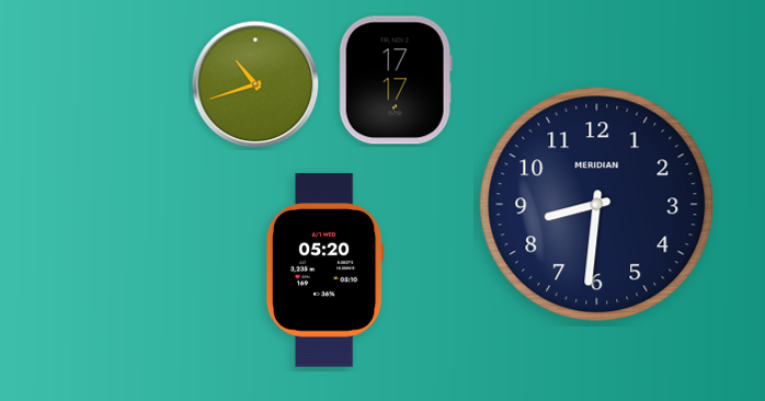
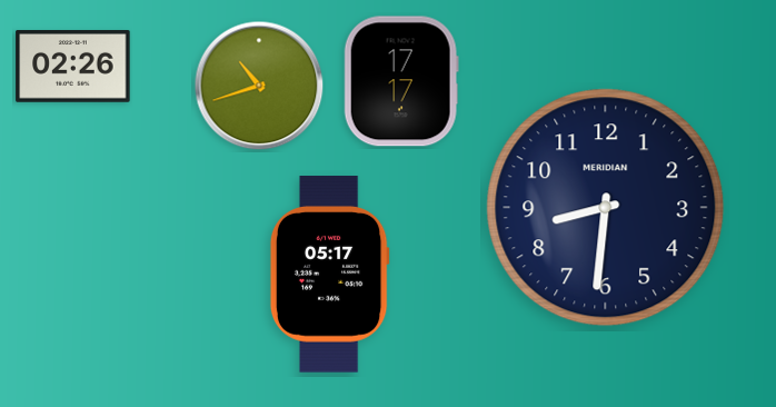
clock at (73, 67): none -> 02:26
clock at (324, 271): 05:20 -> 05:17
